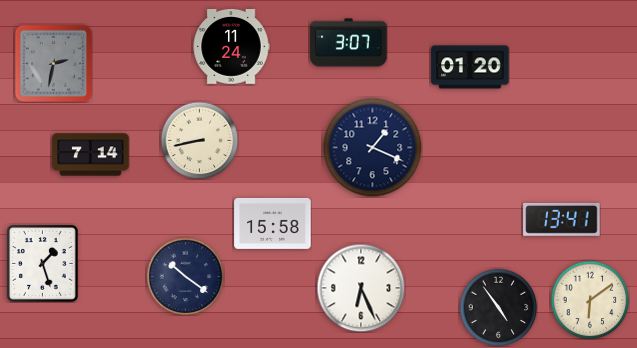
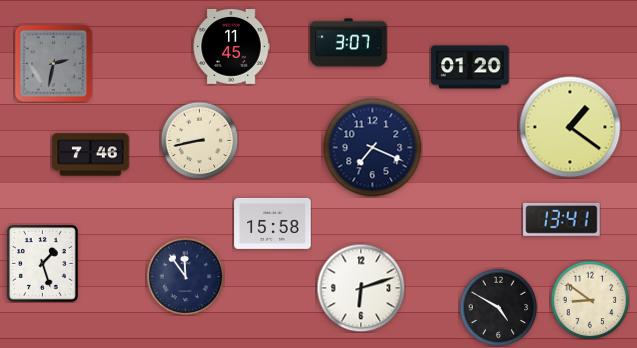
clock at (231, 47): 11:24 -> 11:45
clock at (570, 127): none -> 1:21
clock at (373, 148): 1:19 -> 7:19
clock at (91, 155): 7:14 -> 7:46
clock at (185, 276): 10:21 -> 11:54
clock at (361, 288): 6:26 -> 6:12
clock at (590, 300): 6:09 -> 8:51
clock at (498, 307): 4:54 -> 4:50
